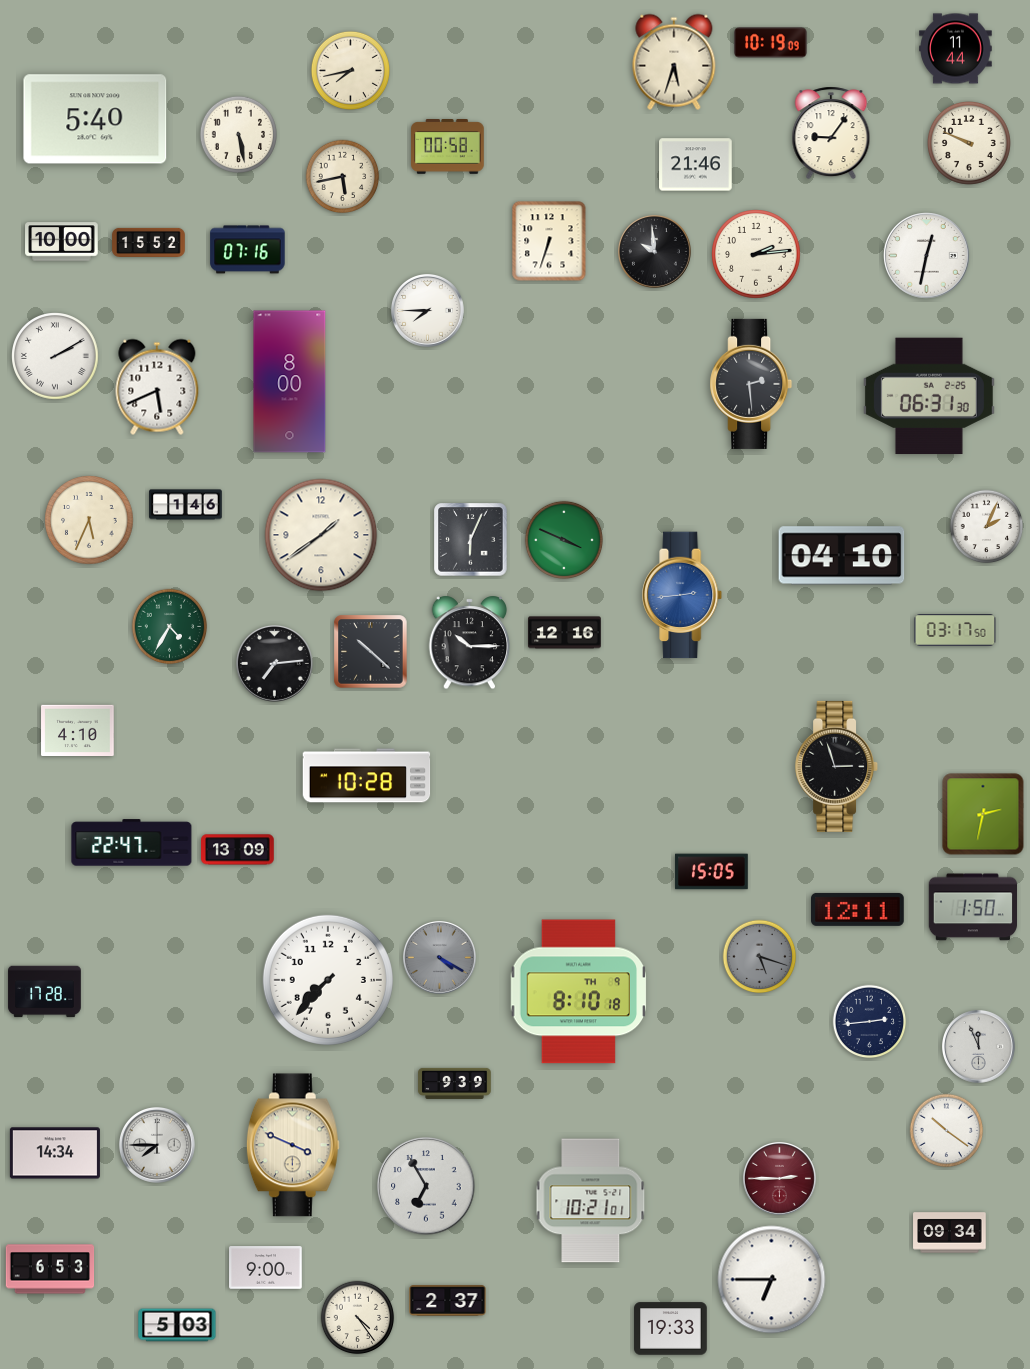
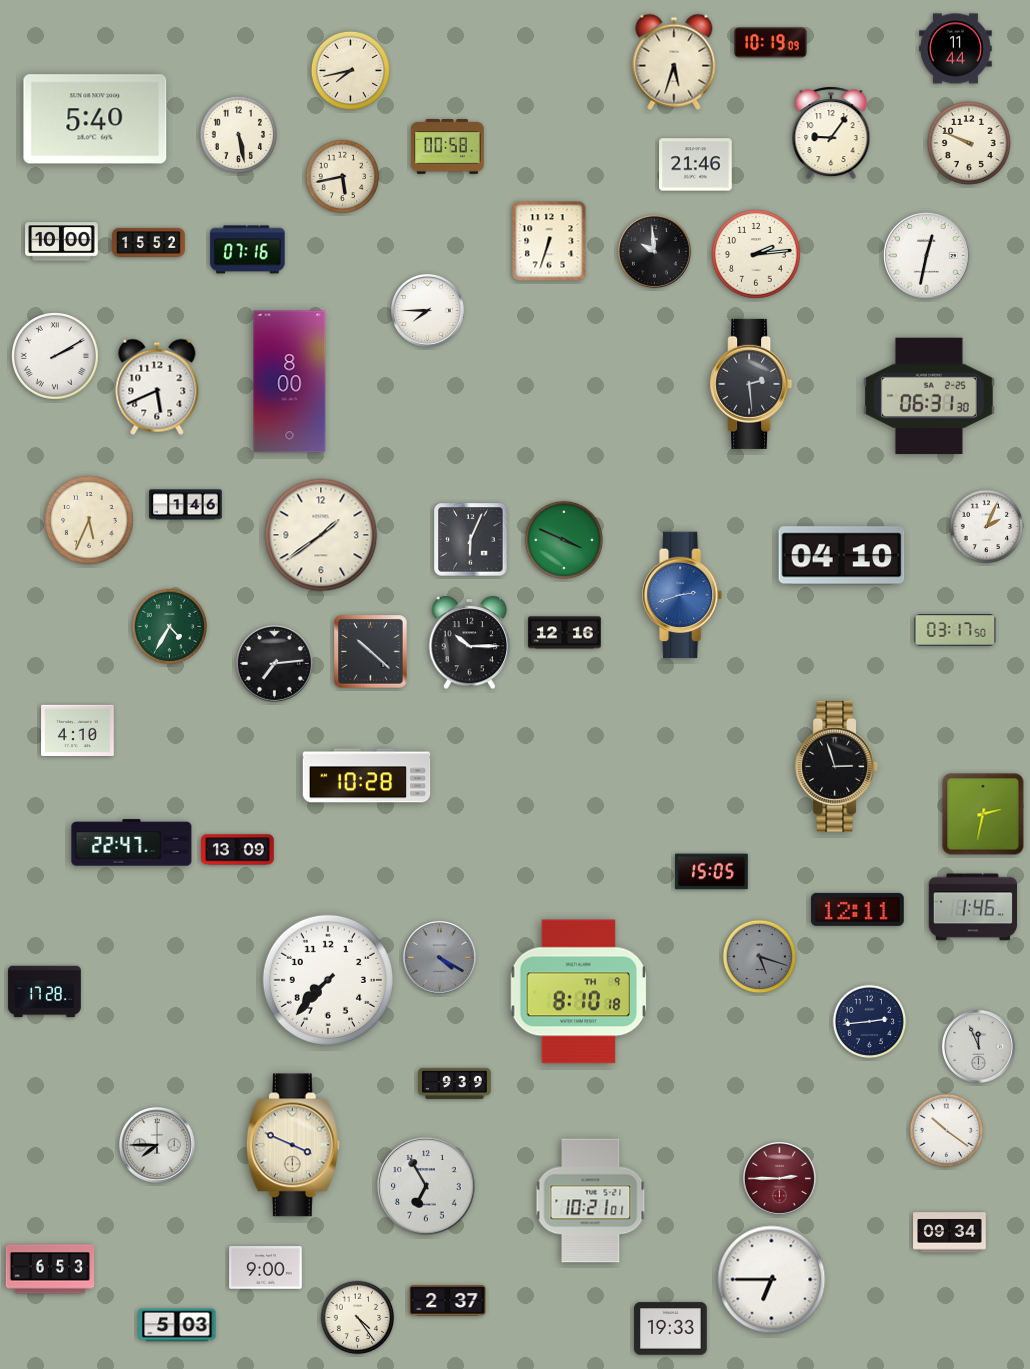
clock at (683, 595): 2:44 -> 2:42
clock at (972, 907): 1:50 -> 1:46
clock at (55, 1153): 14:34 -> none
